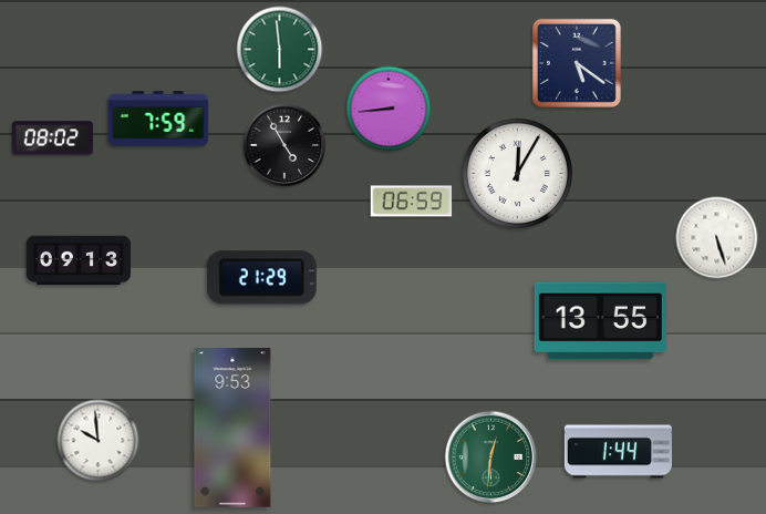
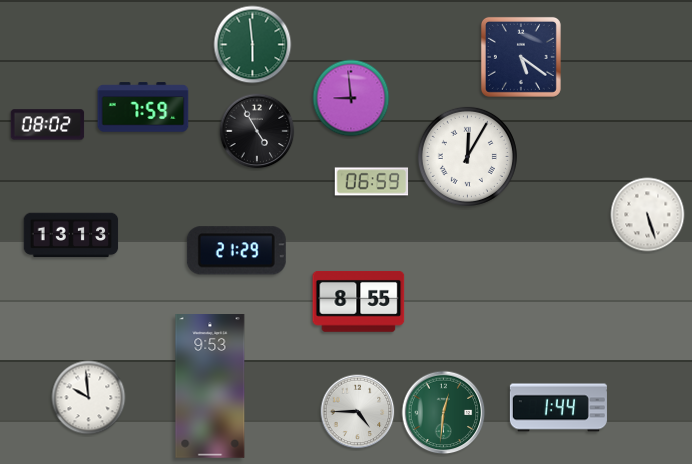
clock at (389, 109): 8:44 -> 8:59
clock at (79, 260): 09:13 -> 13:13
clock at (600, 321): 13:55 -> none
clock at (359, 301): none -> 8:55
clock at (358, 412): none -> 4:45
